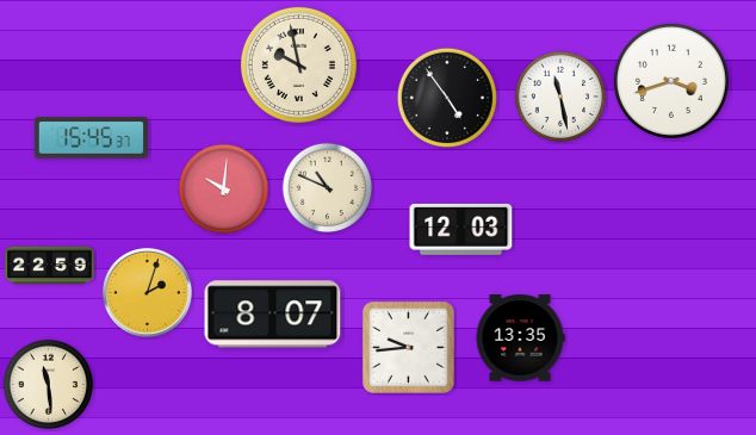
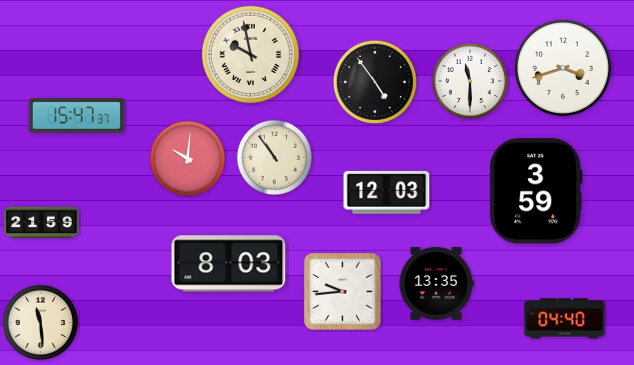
clock at (560, 97): 11:28 -> 11:30
clock at (91, 138): 15:45 -> 15:47
clock at (328, 188): 10:49 -> 10:54
clock at (536, 191): none -> 3:59
clock at (50, 266): 22:59 -> 21:59
clock at (147, 292): 2:03 -> none
clock at (273, 315): 8:07 -> 8:03
clock at (565, 319): none -> 04:40
